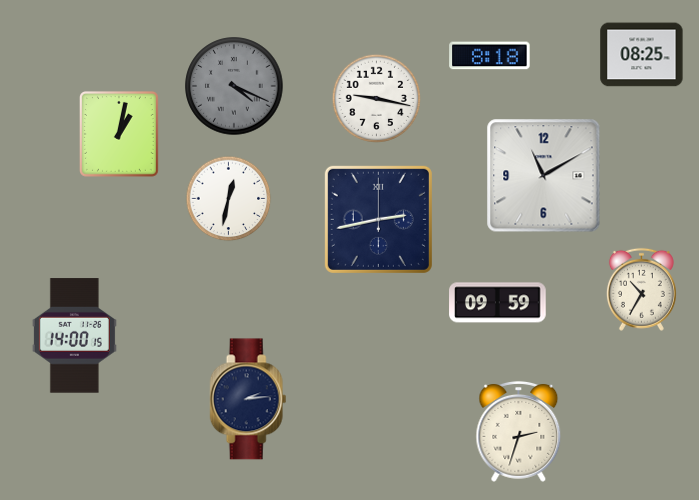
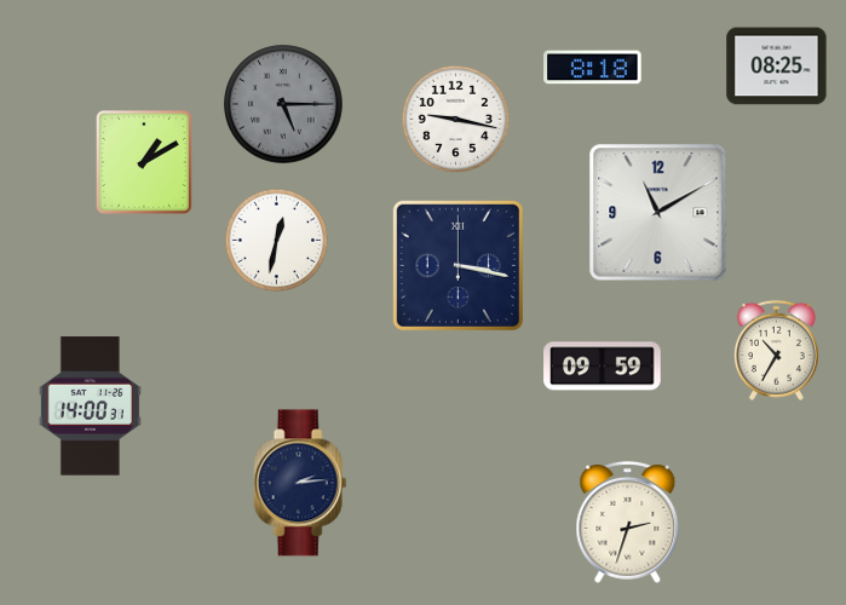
clock at (234, 86): 4:19 -> 5:15
clock at (119, 134): 1:02 -> 1:10
clock at (378, 219): 2:43 -> 3:17
clock at (74, 336): 14:00:15 -> 14:00:31
